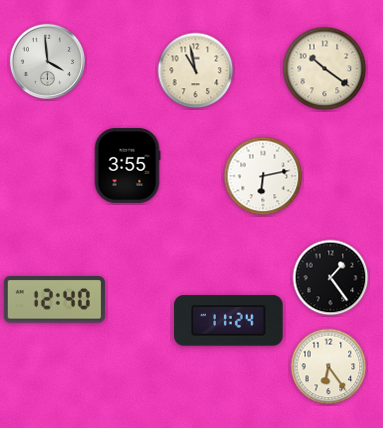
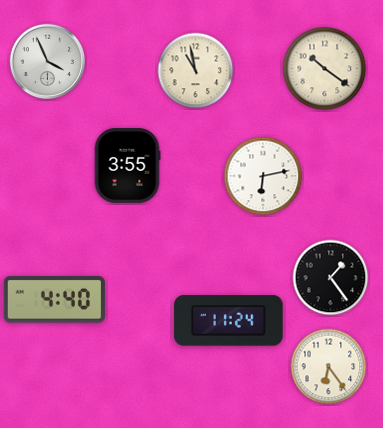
clock at (48, 62): 3:59 -> 3:56
clock at (54, 300): 12:40 -> 4:40
